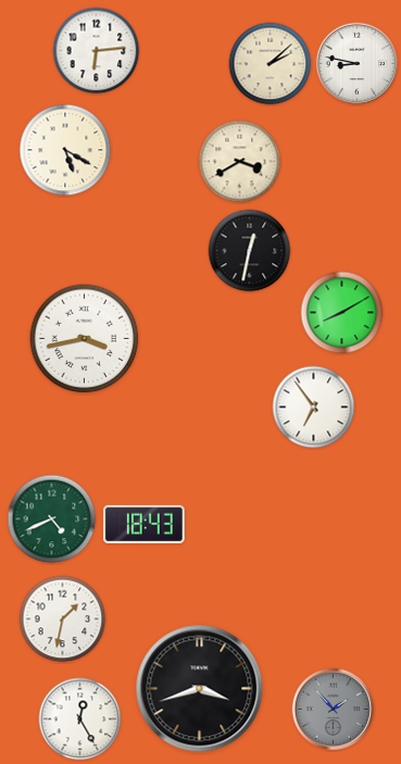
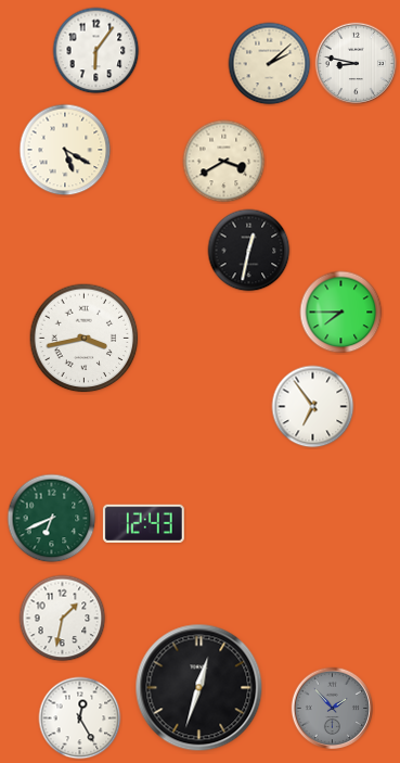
clock at (97, 51): 6:14 -> 6:06
clock at (240, 162) position: (240, 162) -> (224, 162)
clock at (342, 313): 8:10 -> 7:45
clock at (52, 519): 4:41 -> 6:41
clock at (143, 524): 18:43 -> 12:43
clock at (200, 689): 3:42 -> 12:33
